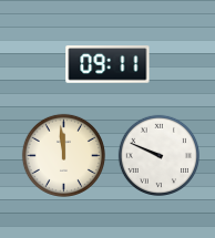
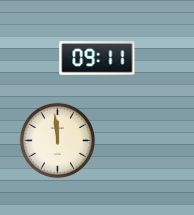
clock at (158, 155): 9:49 -> none
